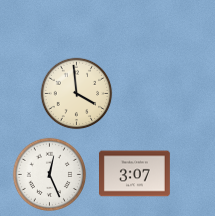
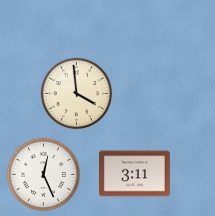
clock at (49, 174) position: (49, 174) -> (43, 174)
clock at (135, 174): 3:07 -> 3:11
